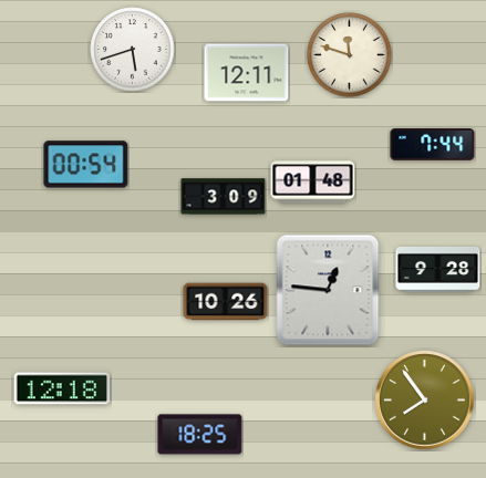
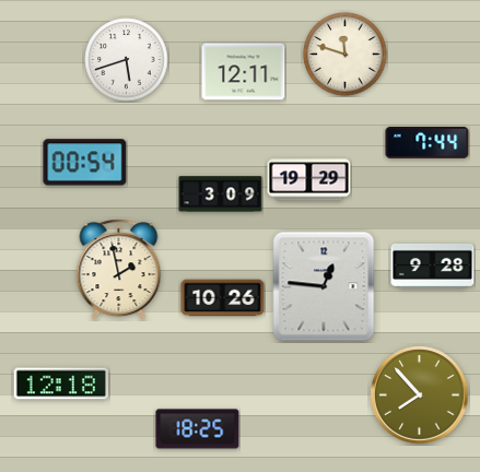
clock at (133, 50) position: (133, 50) -> (127, 60)
clock at (313, 183): 01:48 -> 19:29
clock at (119, 270): none -> 1:58
clock at (425, 401): 7:54 -> 7:53
